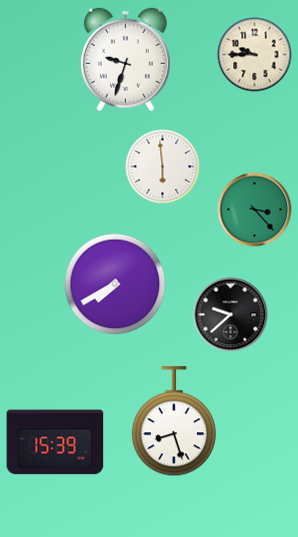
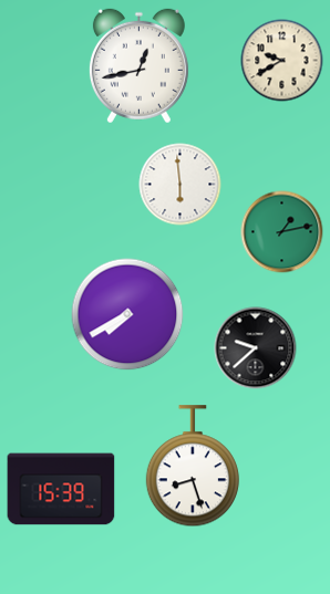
clock at (255, 55): 9:45 -> 9:40
clock at (125, 60): 9:33 -> 12:43
clock at (255, 210): 3:23 -> 1:13
